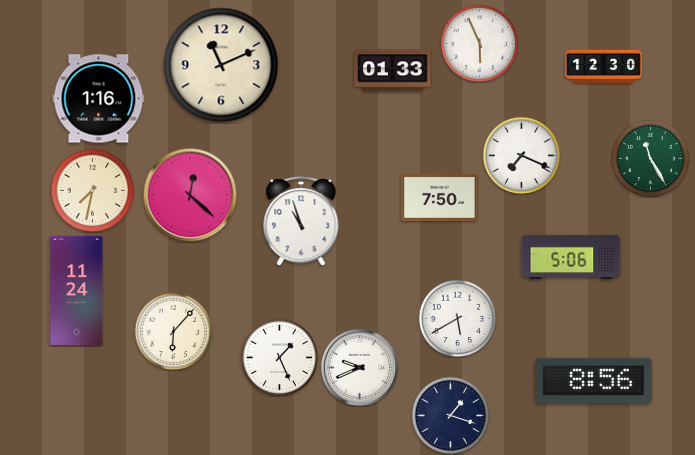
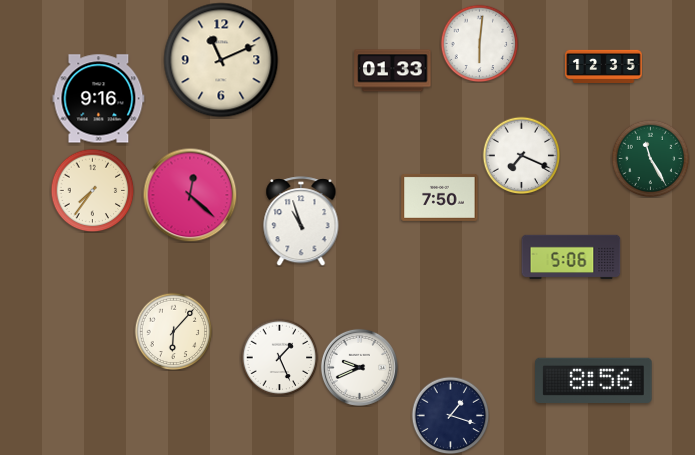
clock at (479, 43): 5:56 -> 6:01
clock at (221, 65) position: (221, 65) -> (221, 60)
clock at (604, 66): 12:30 -> 12:35
clock at (99, 99): 1:16 -> 9:16
clock at (92, 190): 7:32 -> 7:36
clock at (77, 290): 11:24 -> none
clock at (457, 318): 5:40 -> none
